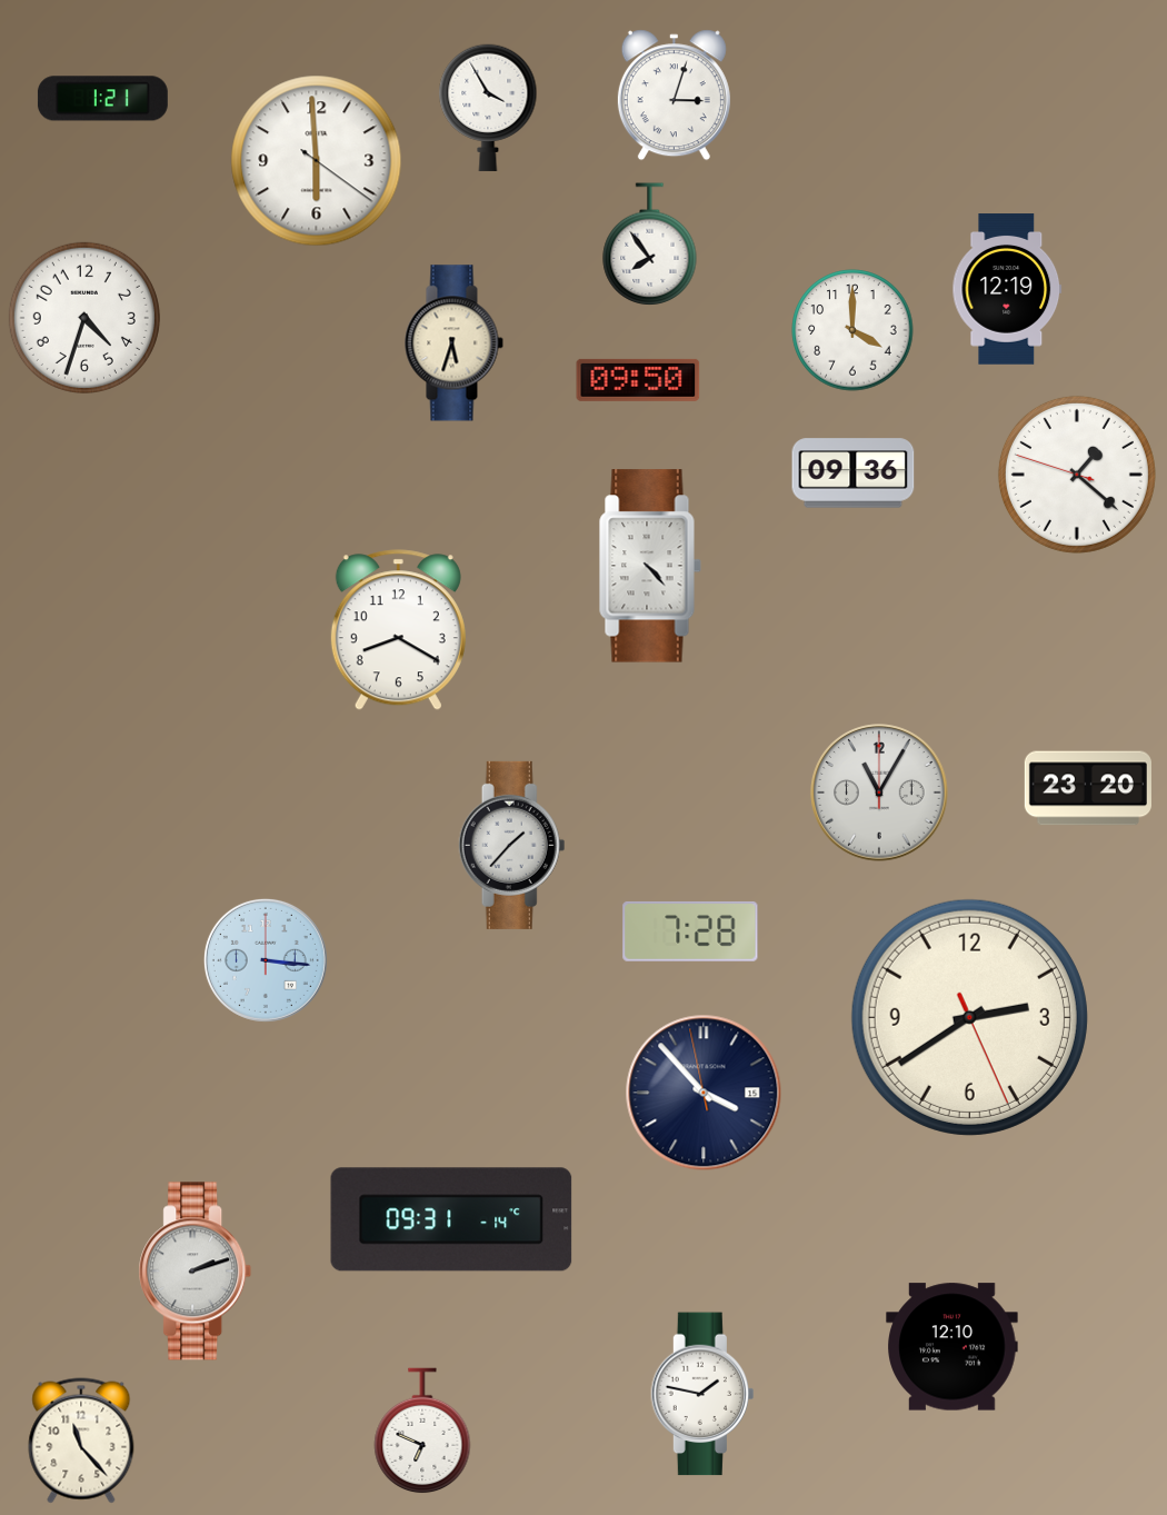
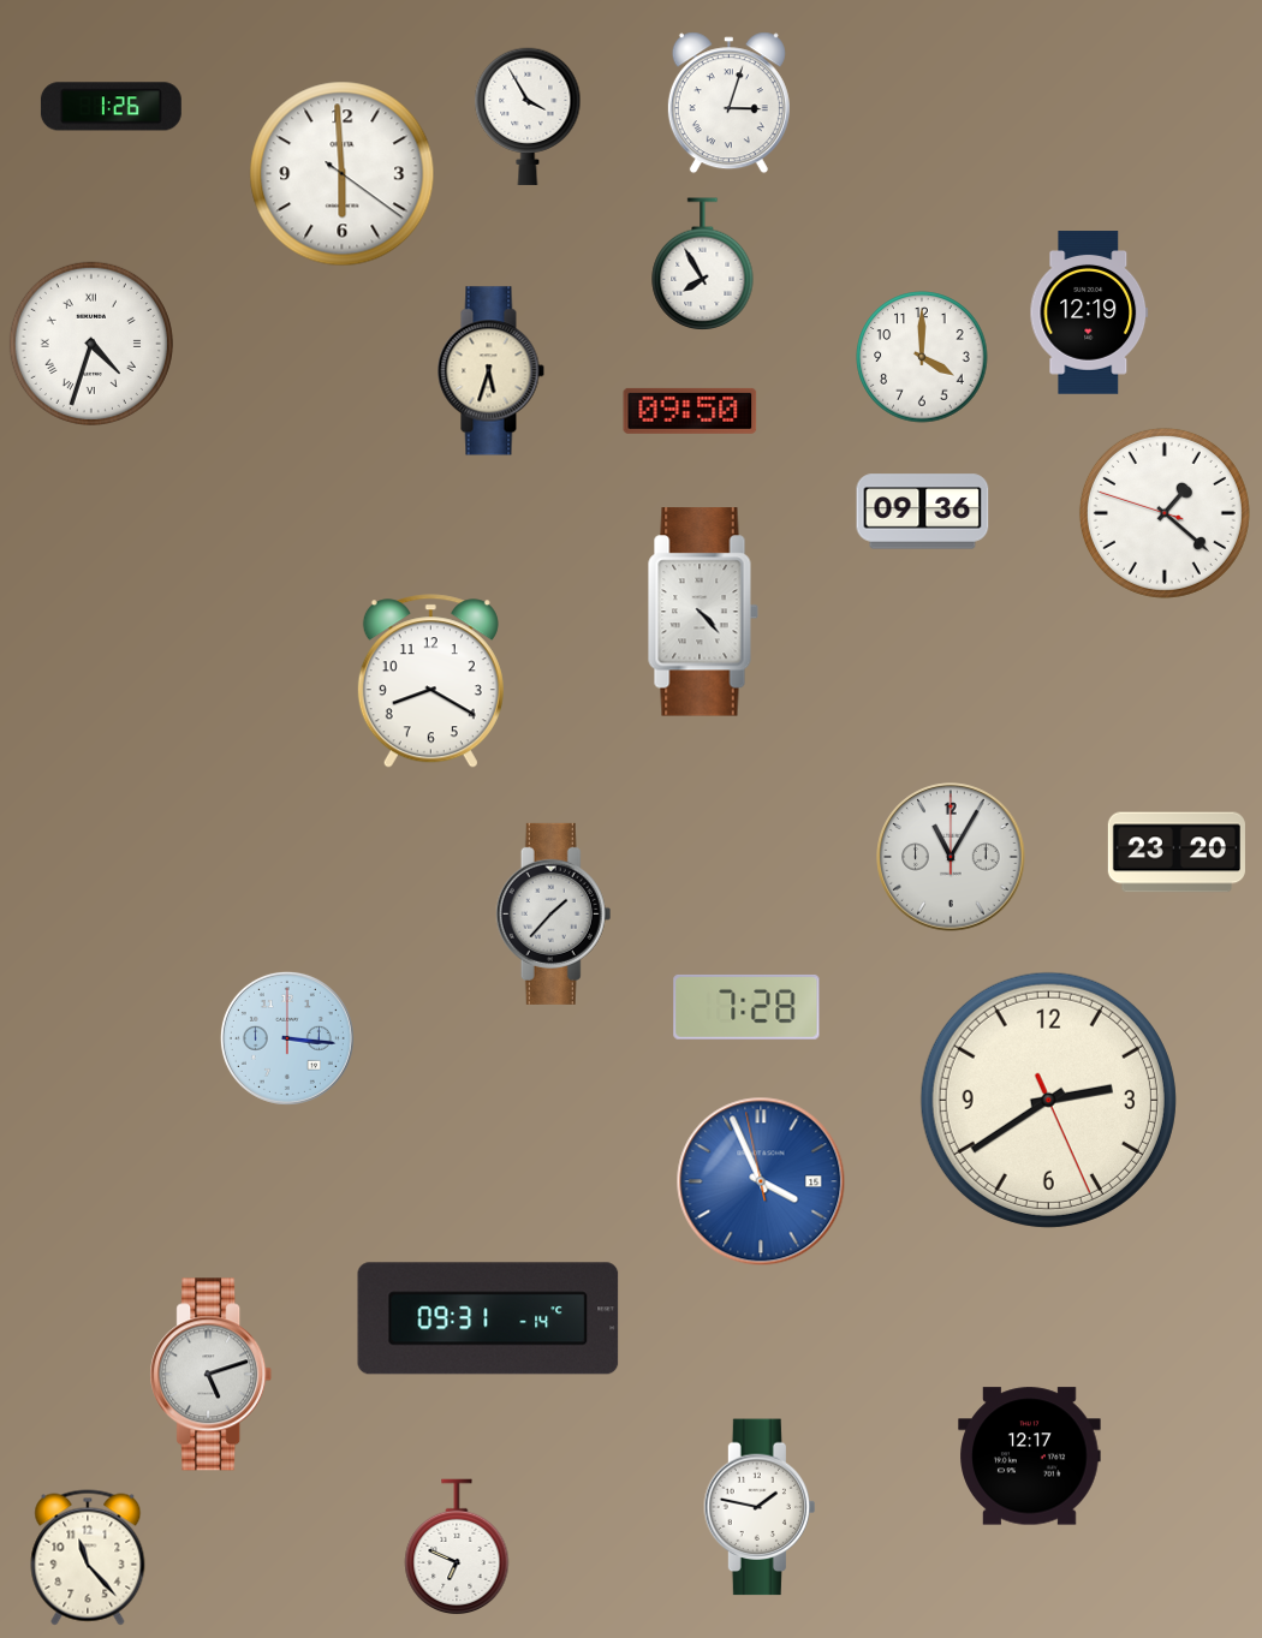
clock at (102, 99): 1:21 -> 1:26
clock at (650, 243): 7:54 -> 7:55
clock at (84, 318) numerals: Arabic -> Roman
clock at (704, 1093): 3:52 -> 3:55
clock at (704, 1093) dial: navy -> blue
clock at (196, 1272): 2:12 -> 5:12
clock at (952, 1347): 12:10 -> 12:17
